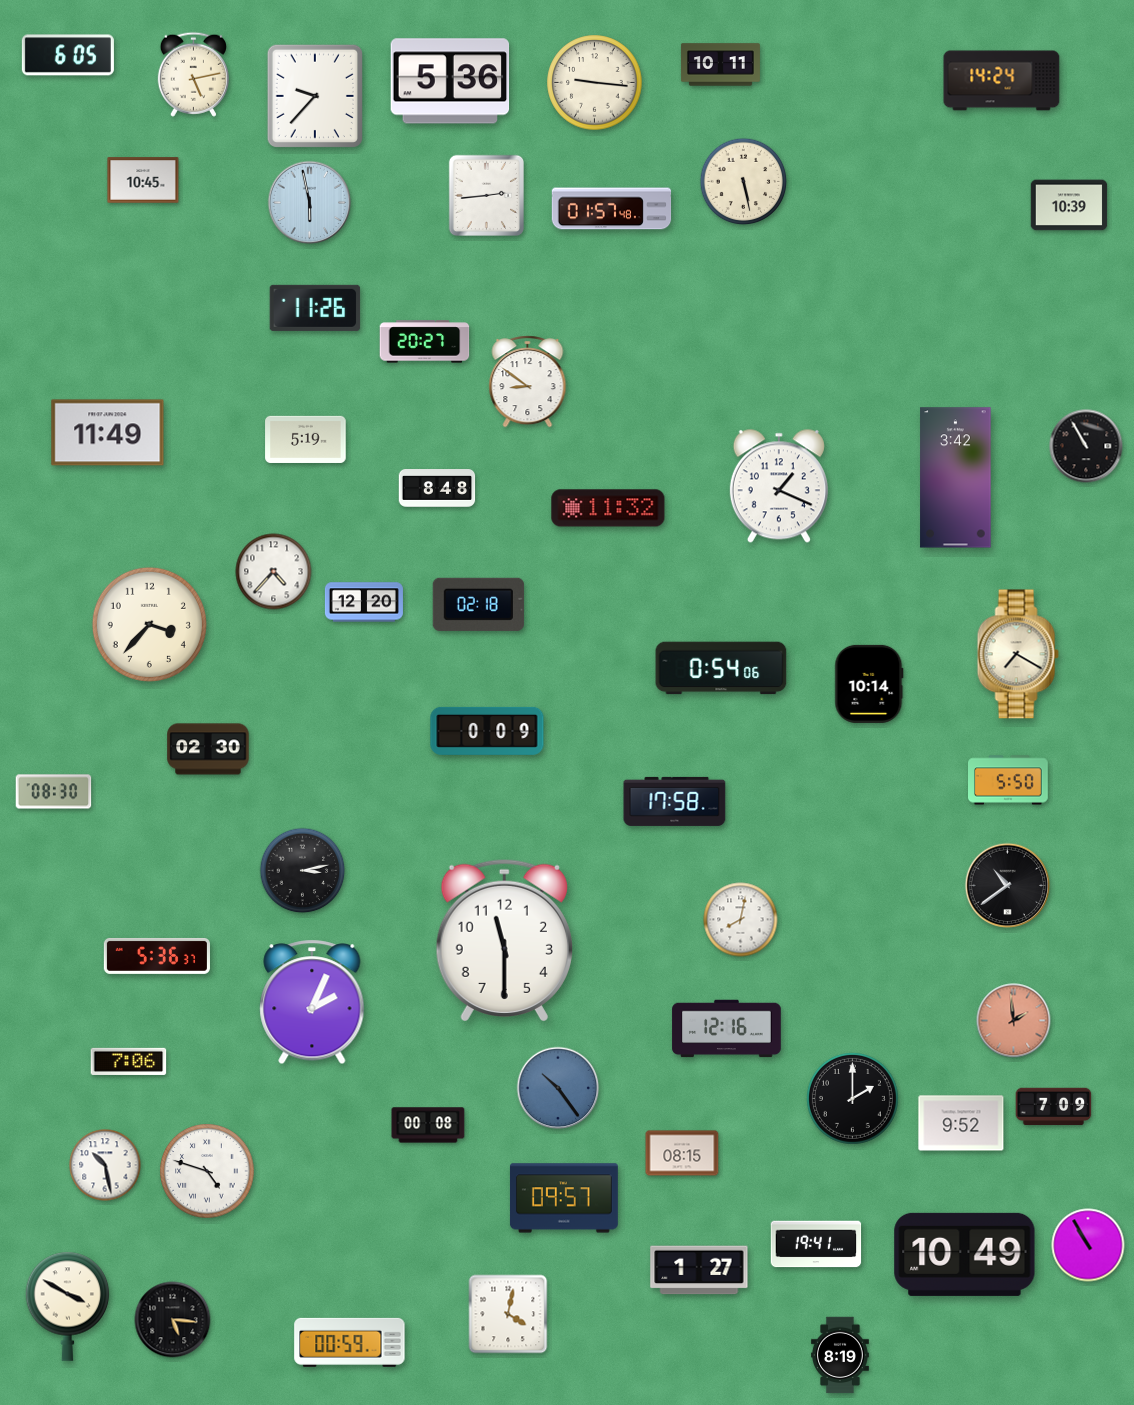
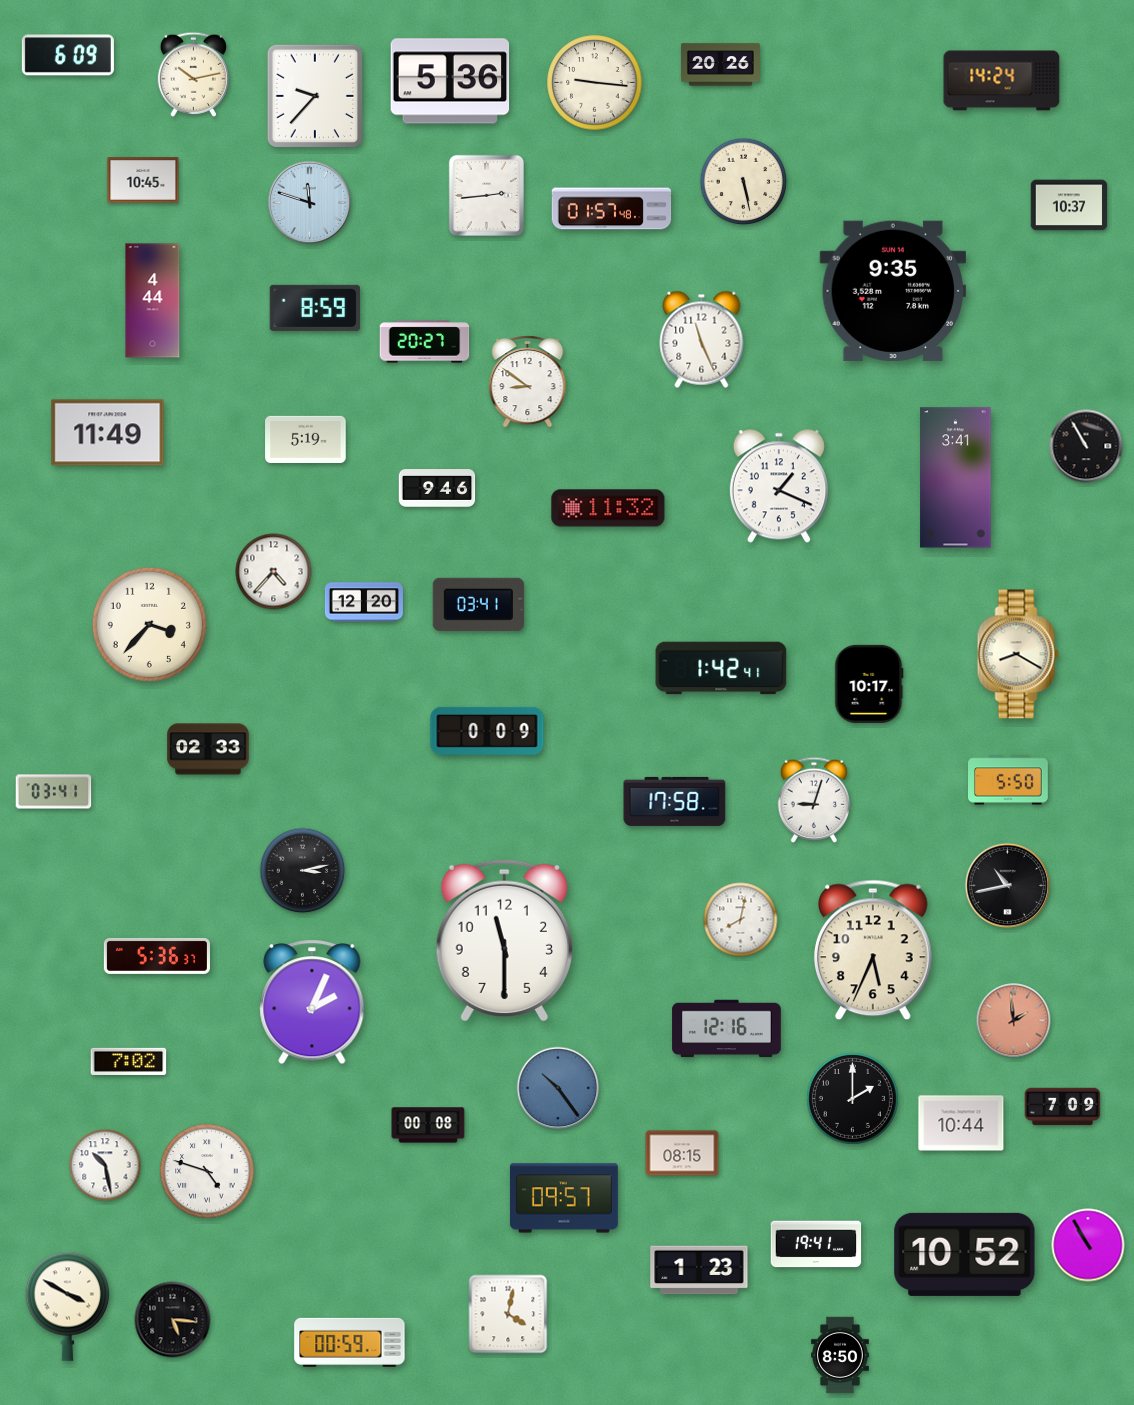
clock at (68, 55): 6:05 -> 6:09
clock at (720, 65): 10:11 -> 20:26
clock at (193, 74): 5:13 -> 10:13
clock at (310, 203): 5:58 -> 11:48
clock at (1069, 205): 10:39 -> 10:37
clock at (893, 291): none -> 9:35
clock at (153, 301): none -> 4:44
clock at (315, 308): 11:26 -> 8:59
clock at (702, 339): none -> 11:26
clock at (956, 478): 3:42 -> 3:41
clock at (437, 489): 8:48 -> 9:46
clock at (478, 604): 02:18 -> 03:41
clock at (1018, 654): 7:20 -> 8:20
clock at (721, 668): 0:54 -> 1:42
clock at (869, 684): 10:14 -> 10:17
clock at (208, 749): 02:30 -> 02:33
clock at (54, 792): 08:30 -> 03:41
clock at (813, 800): none -> 9:03
clock at (1008, 886): 10:39 -> 10:43
clock at (873, 950): none -> 5:34
clock at (129, 1061): 7:06 -> 7:02
clock at (1054, 1107) position: (1054, 1107) -> (1063, 1107)
clock at (961, 1123): 9:52 -> 10:44
clock at (965, 1254): 10:49 -> 10:52
clock at (699, 1270): 1:27 -> 1:23
clock at (840, 1355): 8:19 -> 8:50
